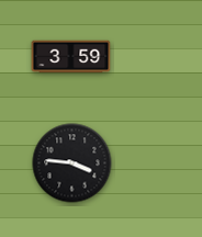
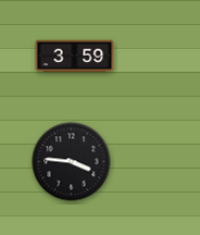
clock at (71, 57) position: (71, 57) -> (75, 57)
